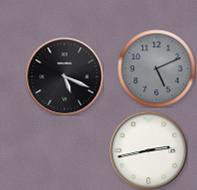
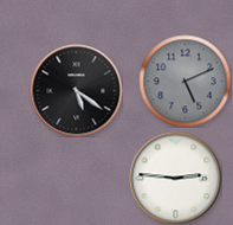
clock at (64, 76): 5:19 -> 5:21
clock at (148, 150): 2:43 -> 2:46
